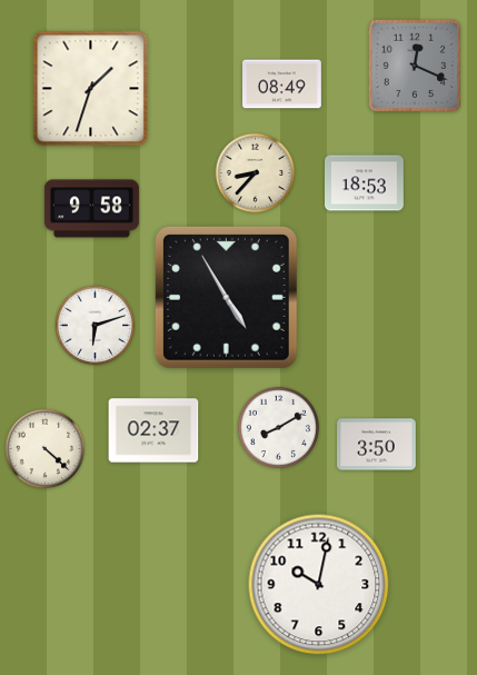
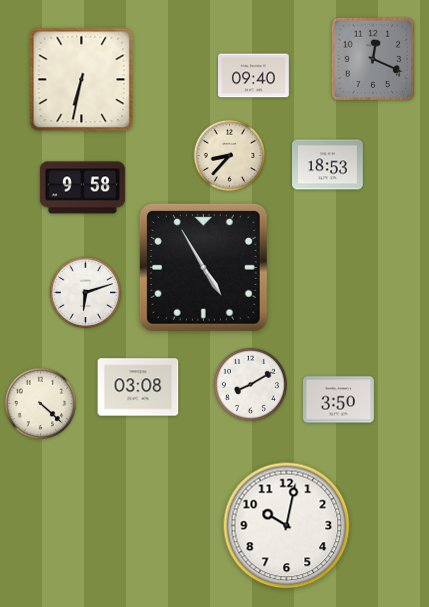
clock at (282, 85): 08:49 -> 09:40
clock at (91, 89): 1:33 -> 6:32
clock at (153, 430): 02:37 -> 03:08
